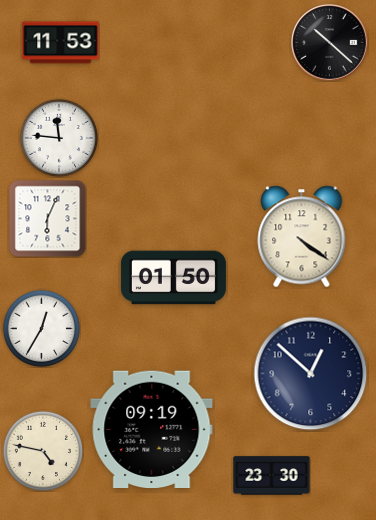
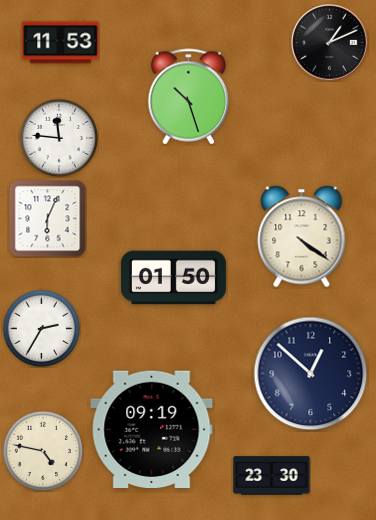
clock at (330, 43): 10:22 -> 1:11
clock at (189, 97): none -> 10:27
clock at (41, 328): 12:35 -> 2:35
